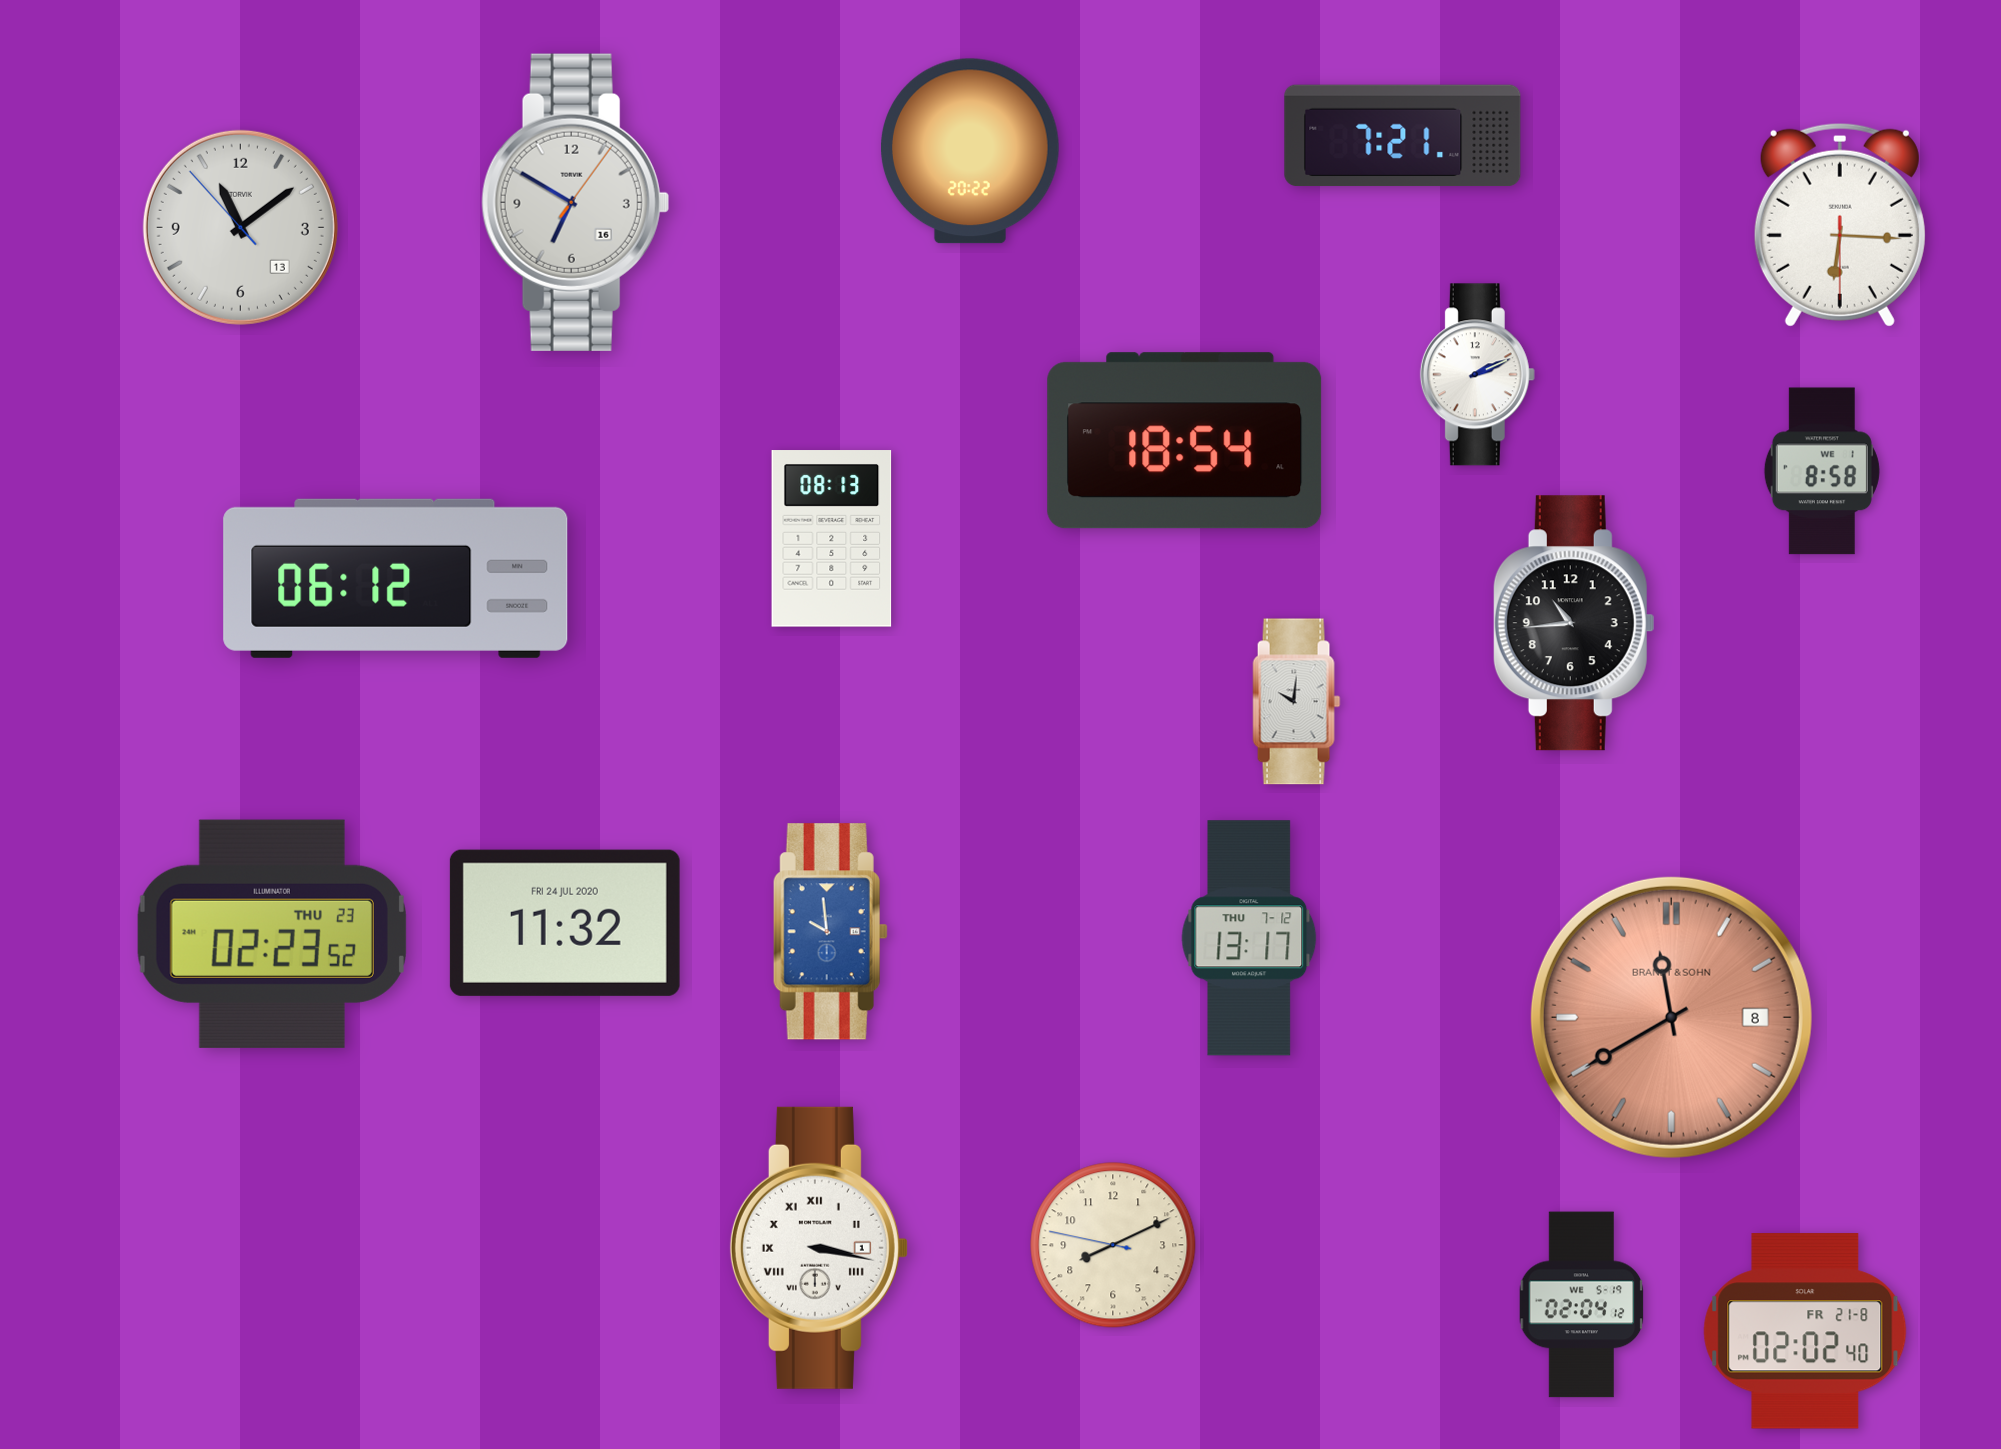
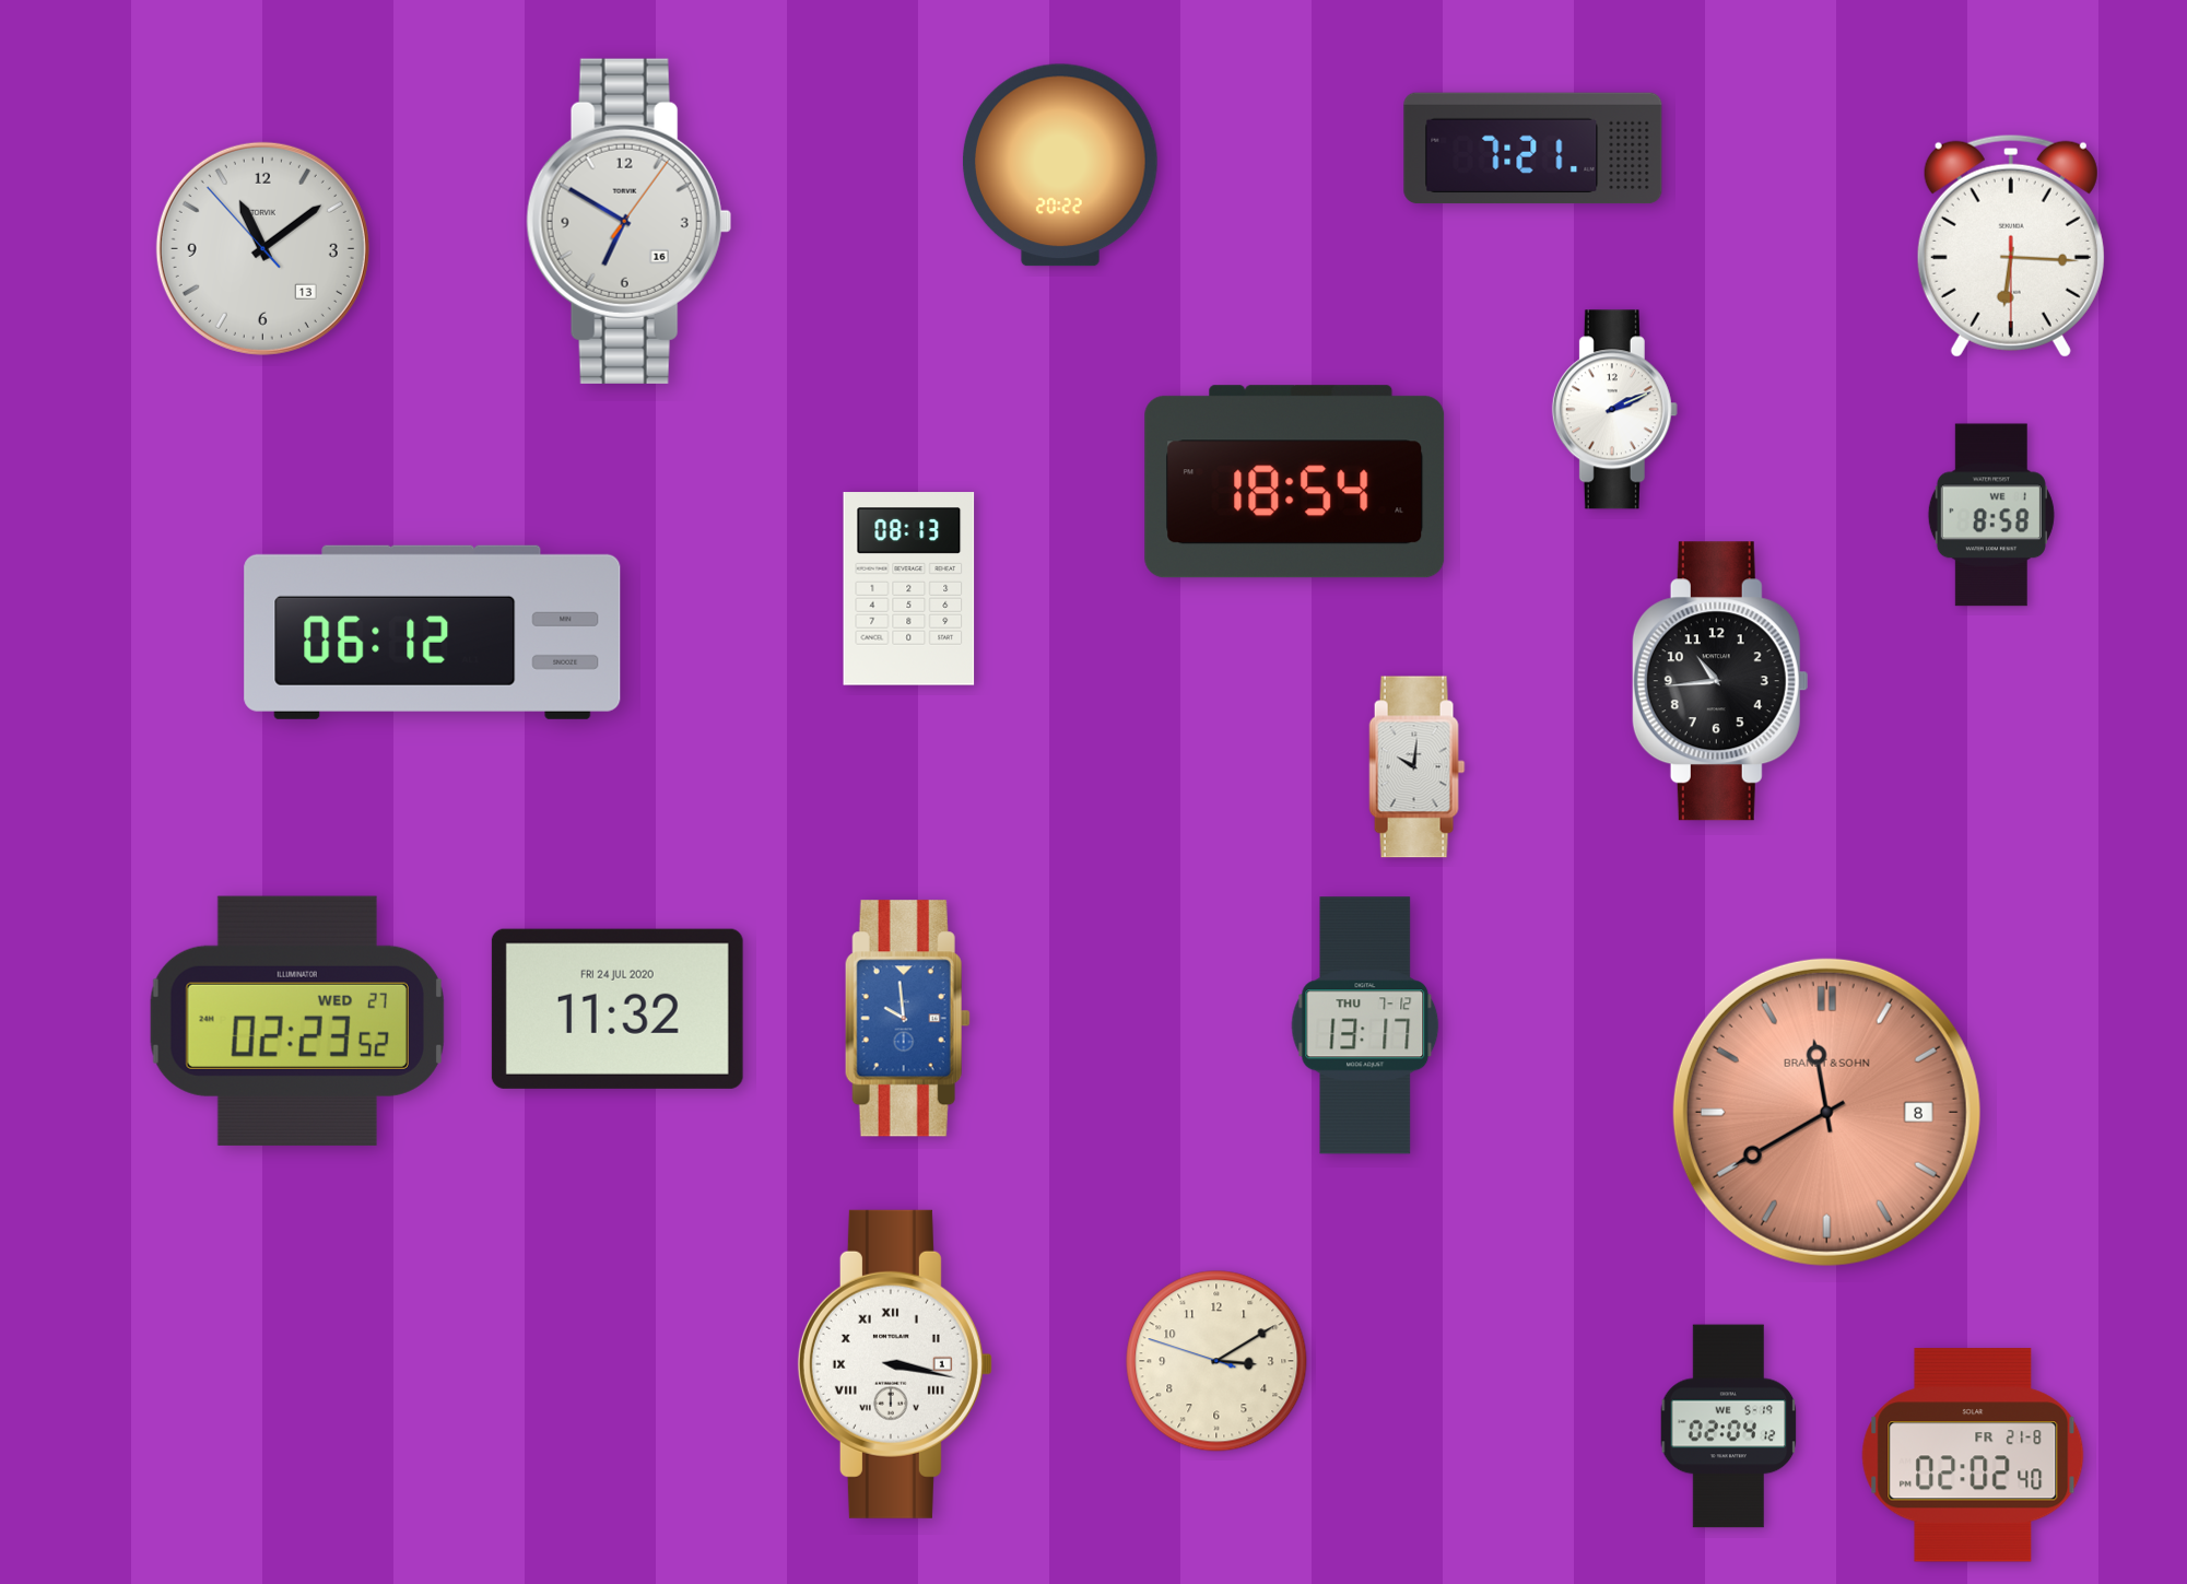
clock at (272, 934) date: THU 23 -> WED 27
clock at (1113, 1245): 8:10 -> 3:09
